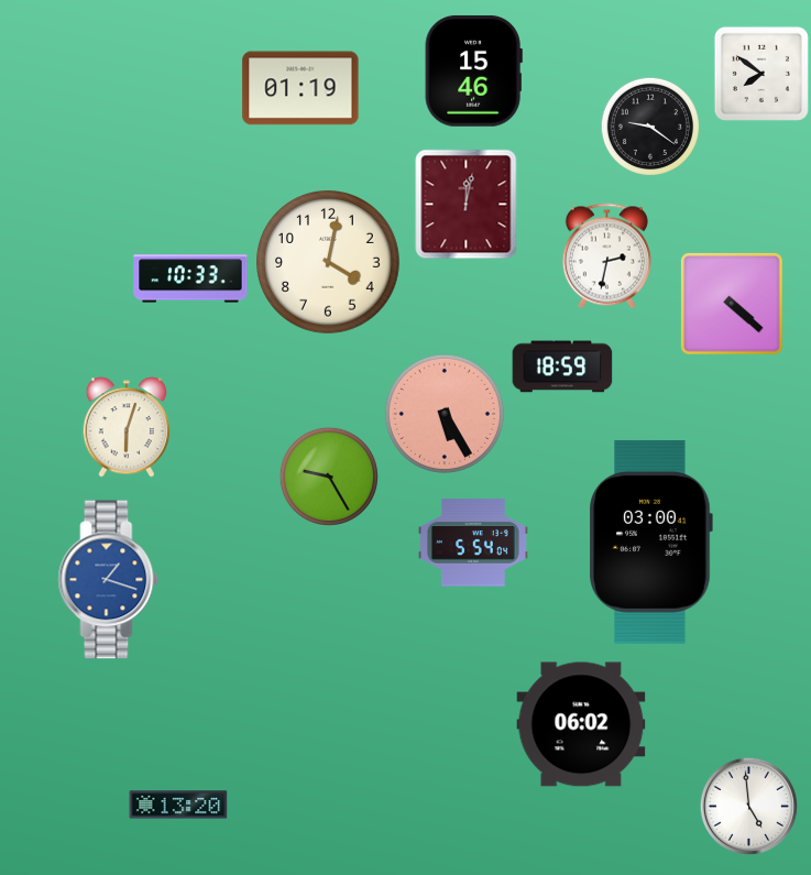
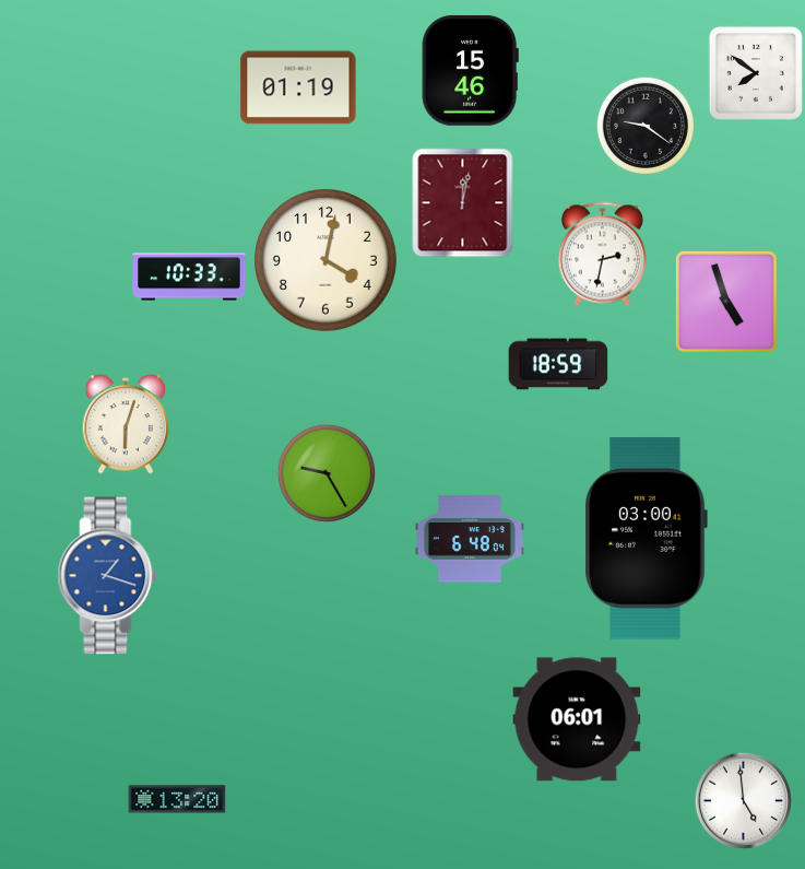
clock at (732, 304): 4:22 -> 4:57
clock at (445, 414): 5:25 -> none
clock at (474, 543): 5:54 -> 6:48
clock at (581, 724): 06:02 -> 06:01
